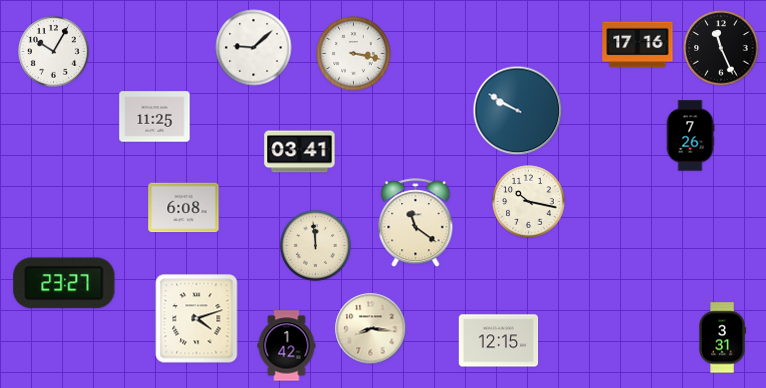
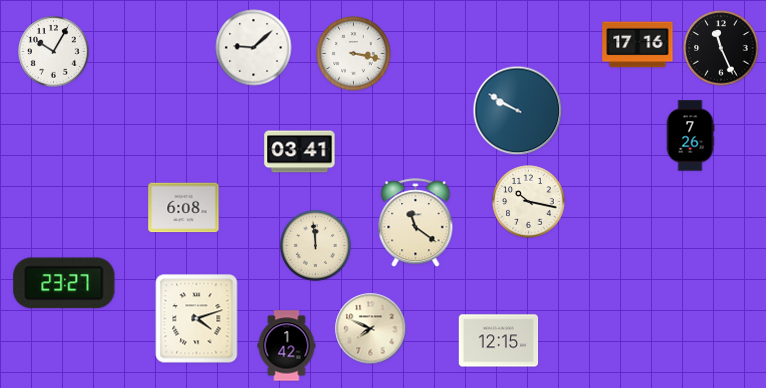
clock at (155, 117): 11:25 -> none
clock at (371, 329): 8:16 -> 7:49
clock at (722, 338): 3:31 -> none
